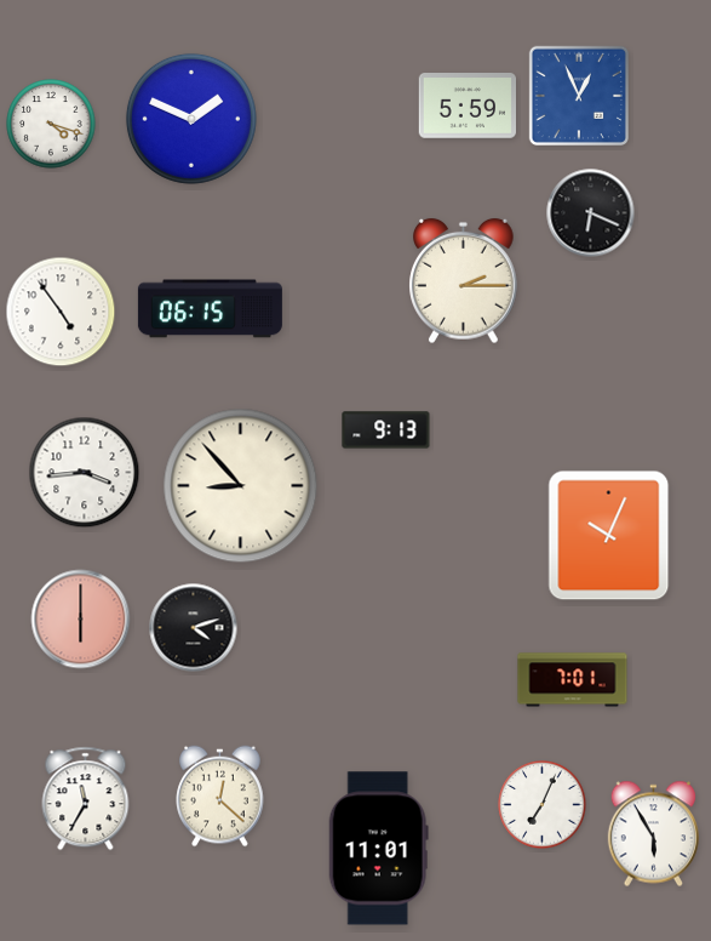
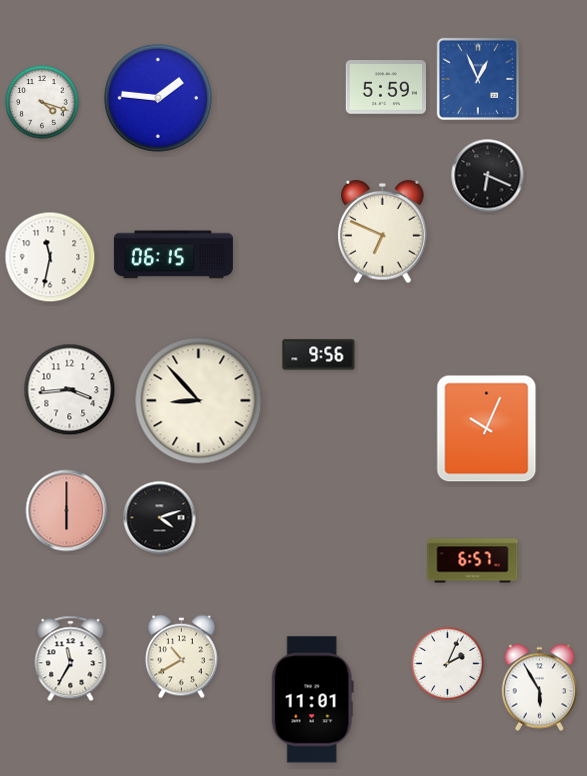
clock at (191, 119): 1:49 -> 1:46
clock at (464, 281): 2:15 -> 6:49
clock at (61, 312): 4:54 -> 11:32
clock at (386, 430): 9:13 -> 9:56
clock at (609, 536) position: (609, 536) -> (487, 429)
clock at (573, 680): 7:01 -> 6:57
clock at (220, 797): 12:22 -> 10:40
clock at (543, 805): 7:04 -> 2:04
